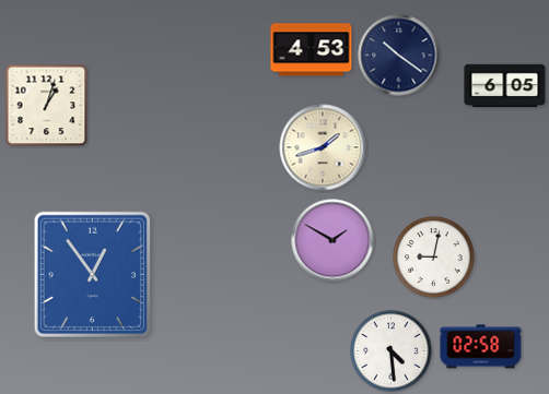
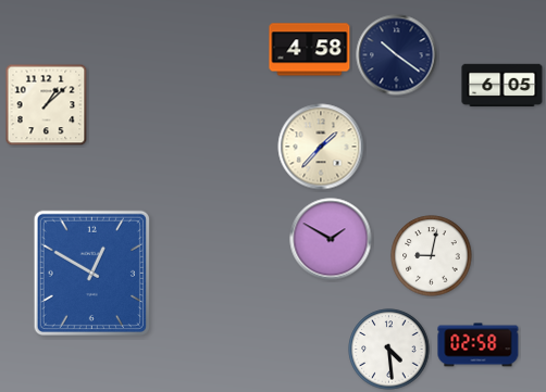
clock at (312, 50): 4:53 -> 4:58
clock at (47, 106): 1:03 -> 1:08
clock at (323, 147): 1:42 -> 1:37
clock at (92, 274): 12:54 -> 12:50
